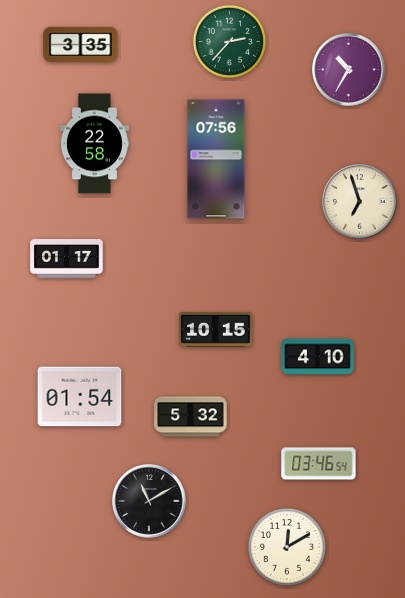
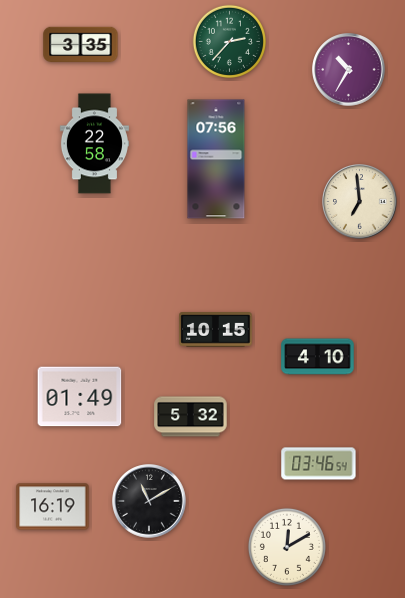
clock at (360, 202): 6:57 -> 6:59
clock at (67, 259): 01:17 -> none
clock at (80, 397): 01:54 -> 01:49
clock at (53, 507): none -> 16:19
